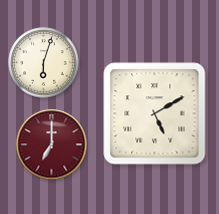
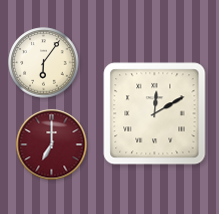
clock at (44, 63): 6:03 -> 6:06
clock at (155, 114): 5:10 -> 12:10
